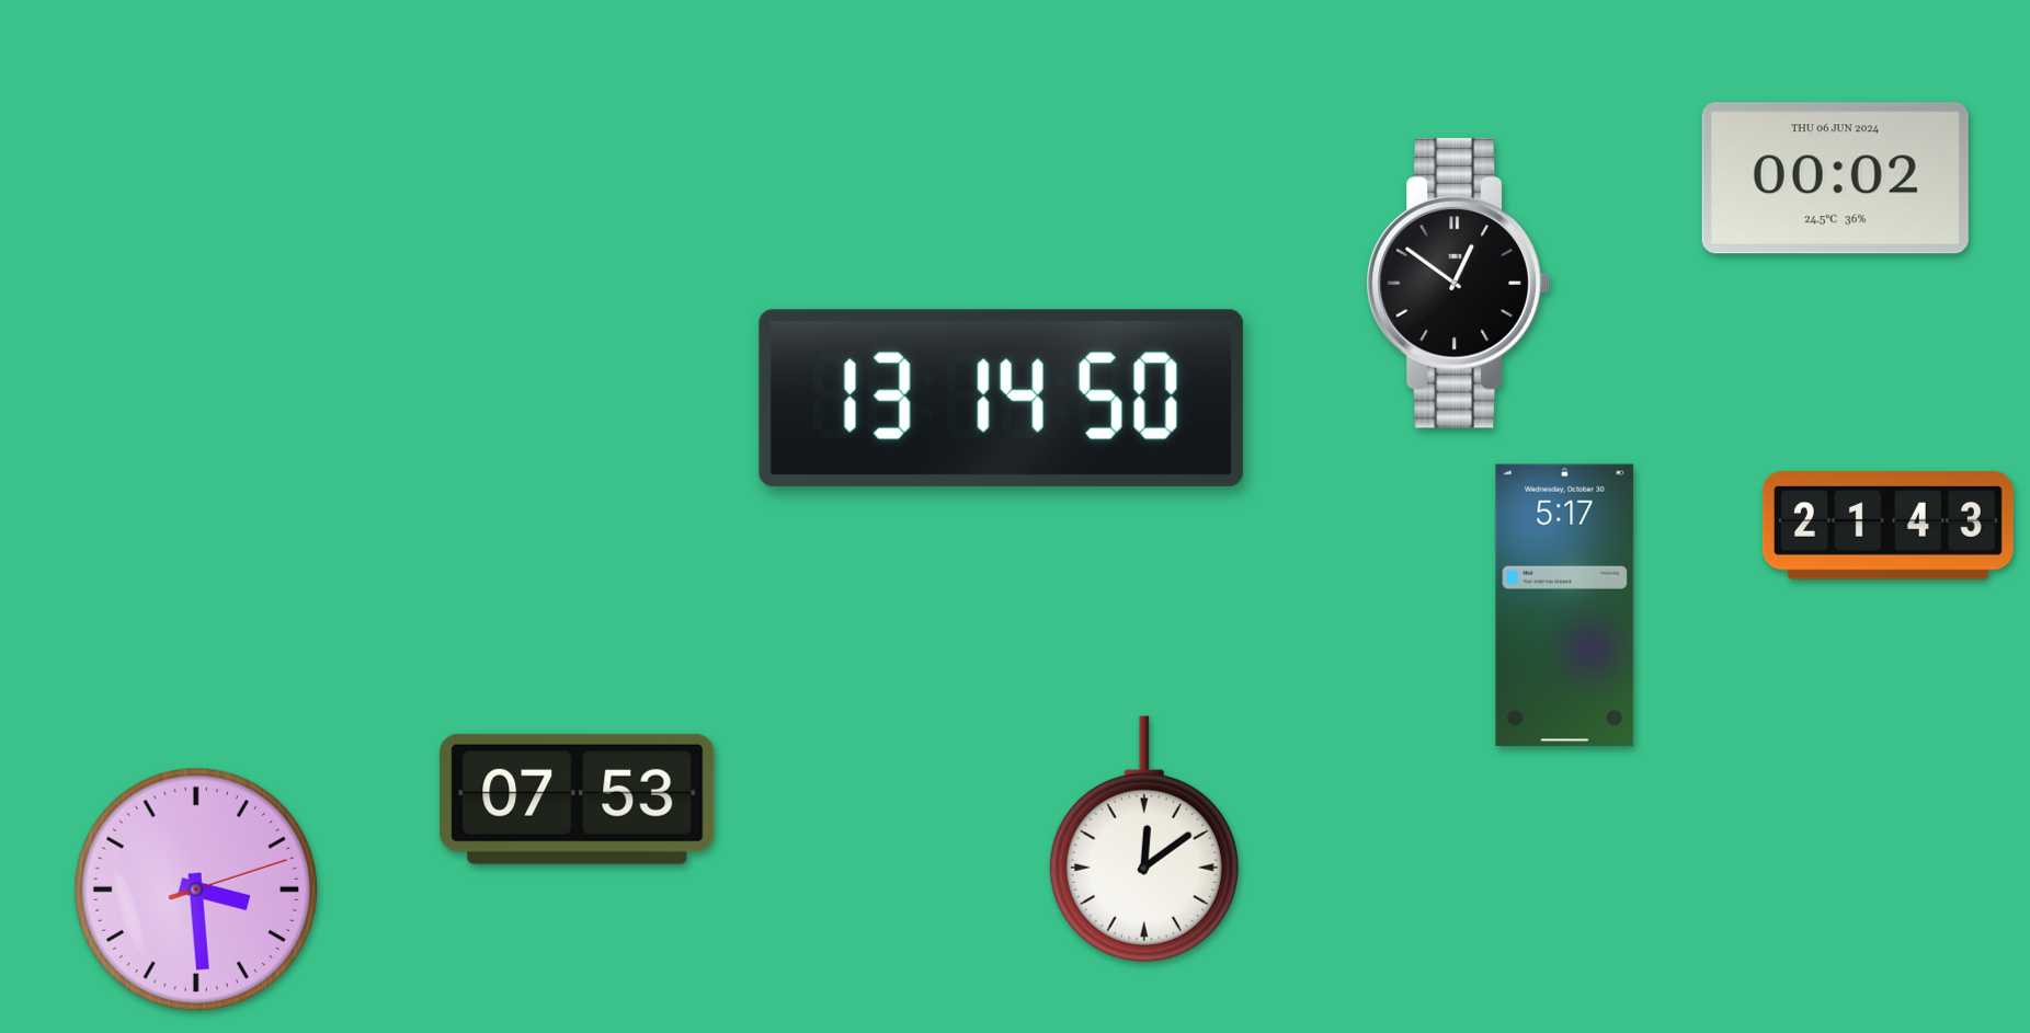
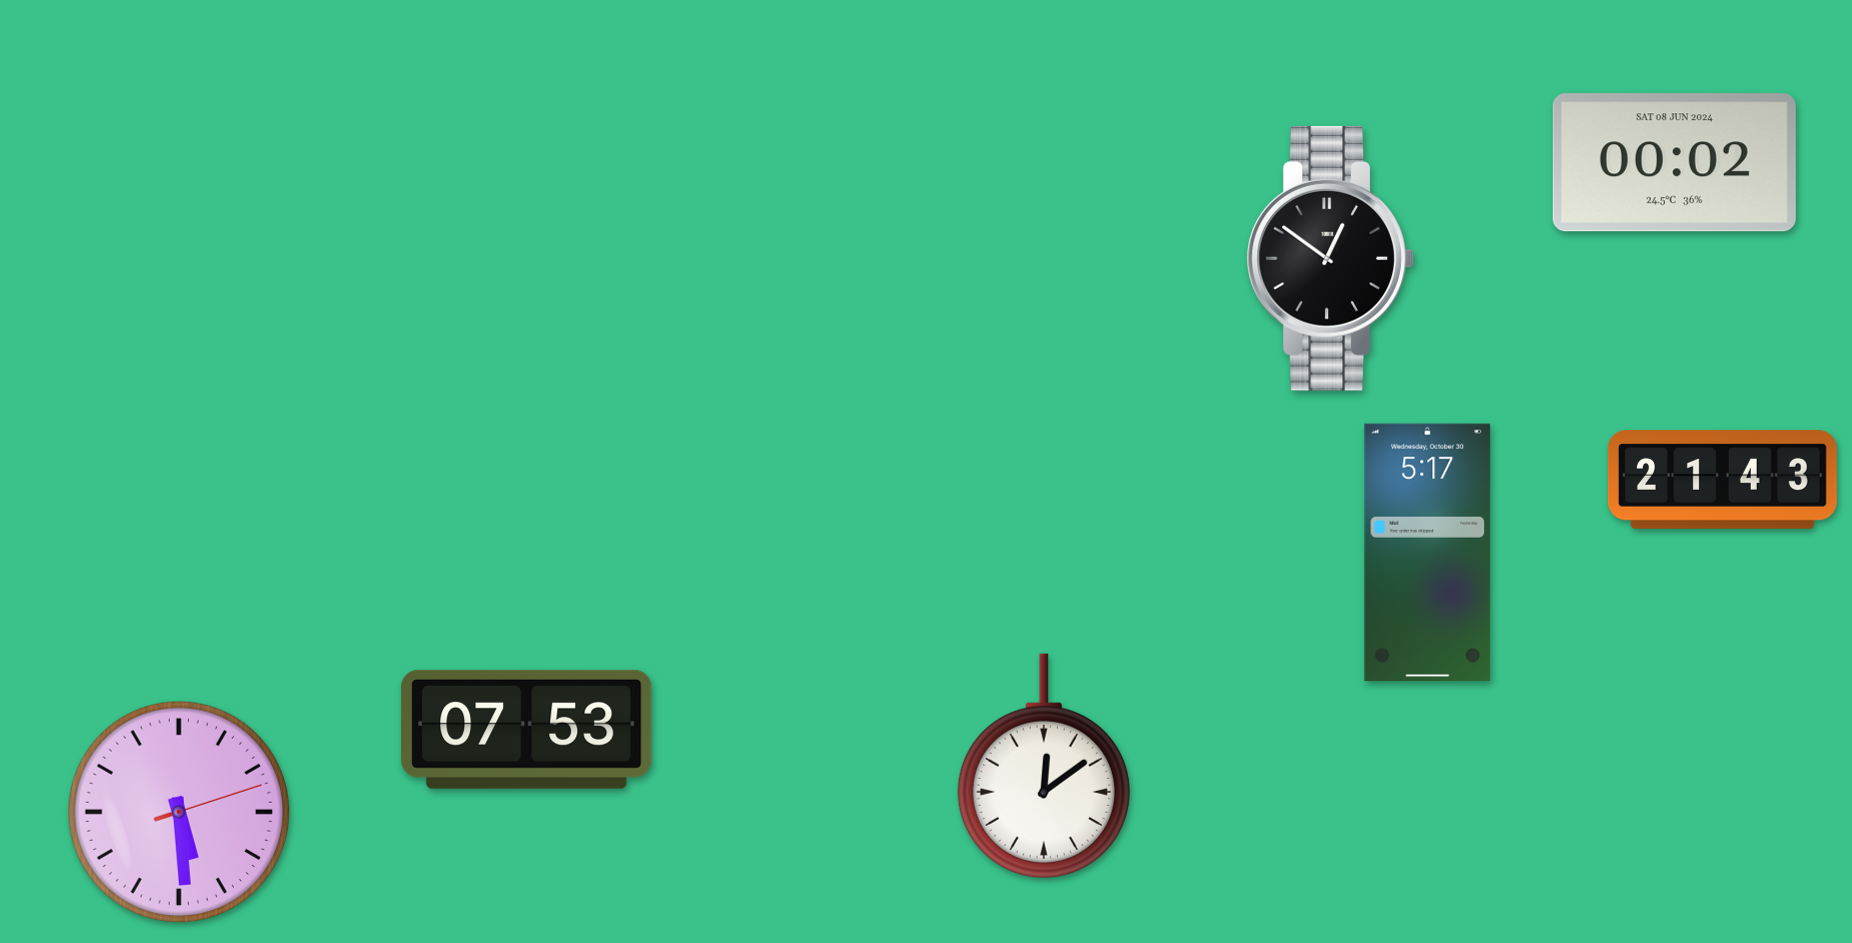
clock at (1835, 179) date: THU 06 JUN 2024 -> SAT 08 JUN 2024
clock at (1001, 398): 13:14 -> none
clock at (195, 888): 3:29 -> 5:29
